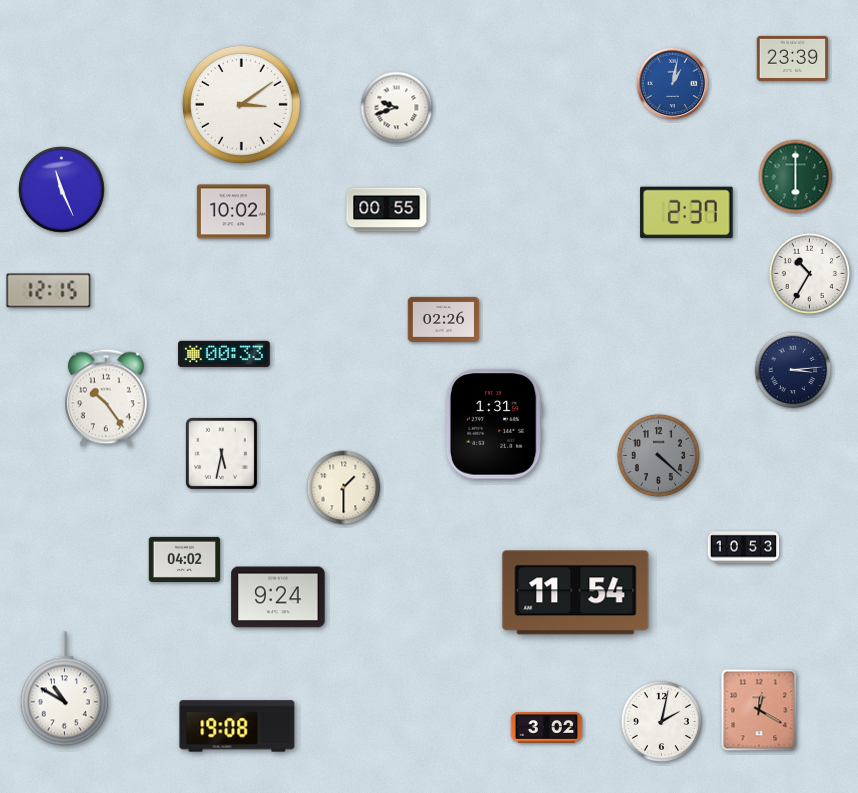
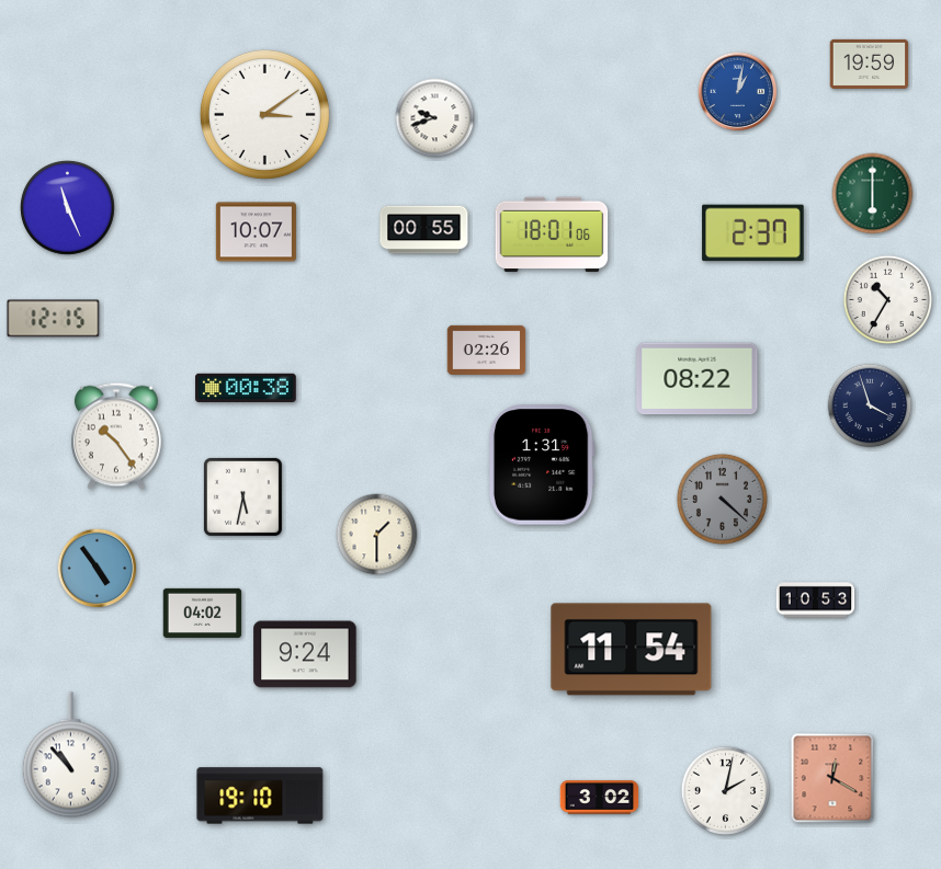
clock at (793, 58): 23:39 -> 19:59
clock at (233, 212): 10:02 -> 10:07
clock at (552, 235): none -> 18:01
clock at (698, 379): none -> 08:22
clock at (224, 354): 00:33 -> 00:38
clock at (793, 370): 3:14 -> 3:57
clock at (98, 569): none -> 4:54
clock at (64, 689): 10:50 -> 10:53
clock at (237, 726): 19:08 -> 19:10
